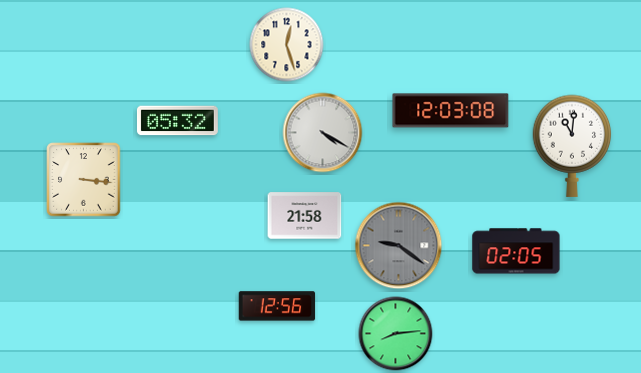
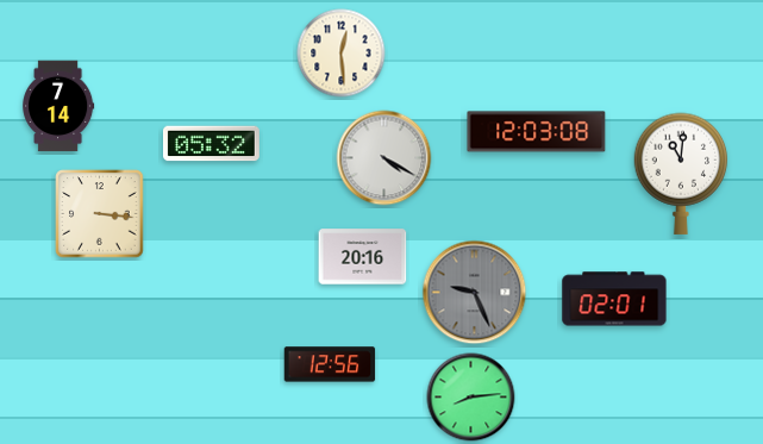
clock at (287, 45): 12:27 -> 12:29
clock at (58, 106): none -> 7:14
clock at (305, 216): 21:58 -> 20:16
clock at (399, 246): 9:21 -> 9:26
clock at (516, 251): 02:05 -> 02:01
